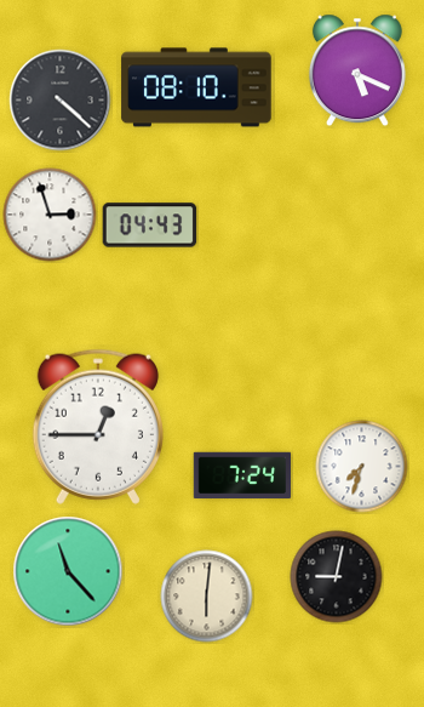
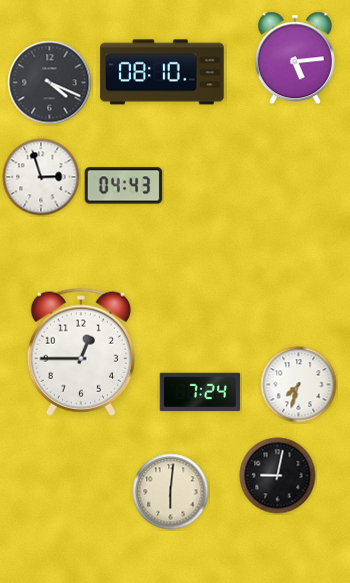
clock at (357, 70): 5:19 -> 5:14
clock at (61, 101): 4:22 -> 4:19
clock at (68, 571): 11:23 -> none
